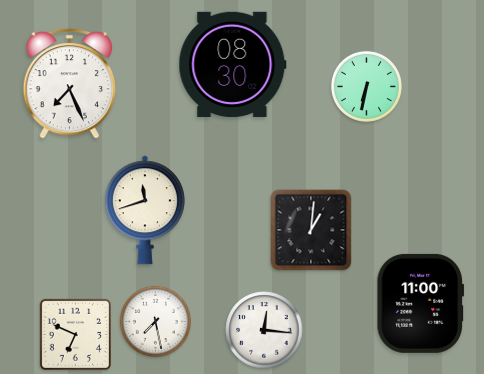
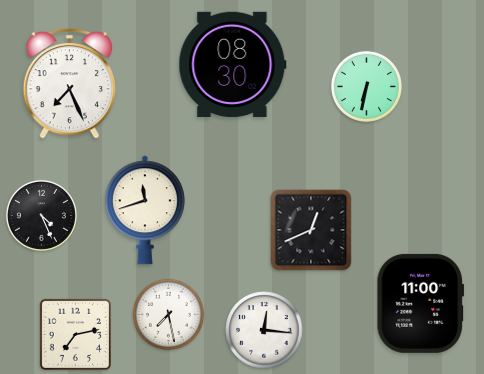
clock at (41, 215): none -> 4:26
clock at (311, 230): 1:01 -> 12:41
clock at (155, 321) position: (155, 321) -> (168, 314)
clock at (75, 334): 6:49 -> 7:13
